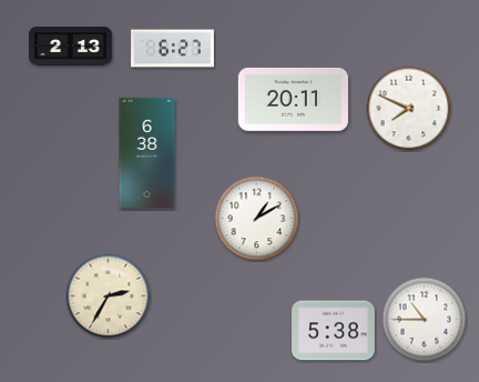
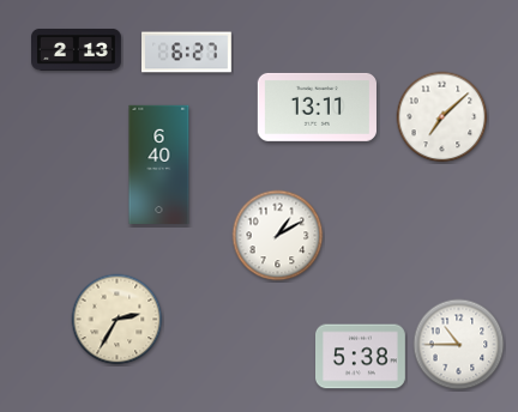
clock at (293, 99): 20:11 -> 13:11
clock at (409, 109): 7:49 -> 7:08
clock at (147, 152): 6:38 -> 6:40
